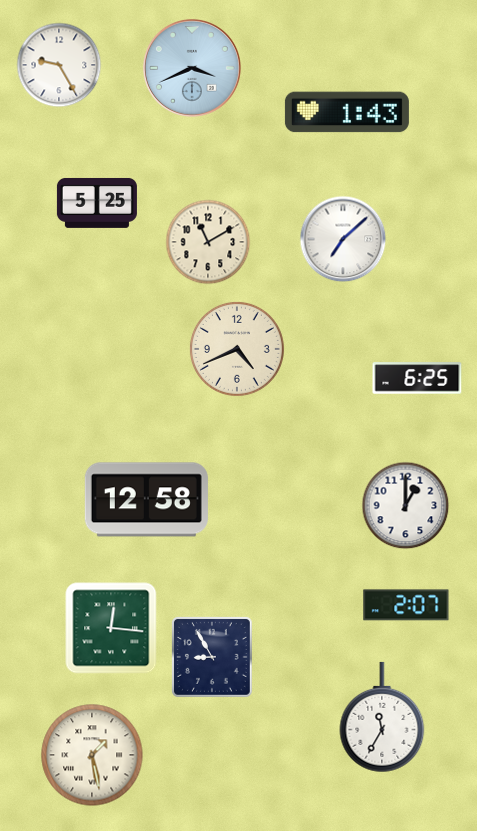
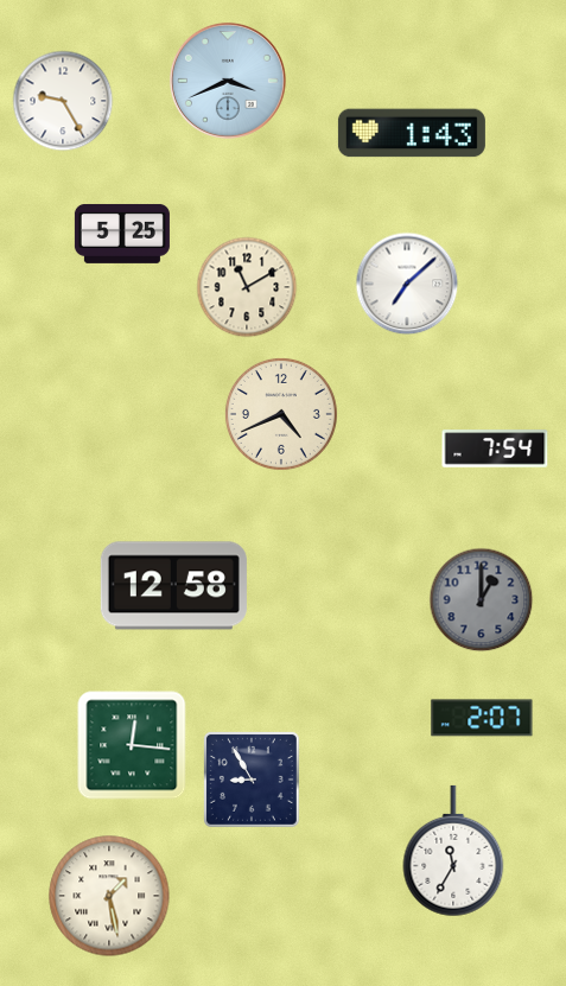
clock at (59, 65) position: (59, 65) -> (63, 101)
clock at (97, 203) position: (97, 203) -> (122, 234)
clock at (417, 378): 6:25 -> 7:54
clock at (146, 500) position: (146, 500) -> (173, 586)
clock at (406, 506) dial: white -> grey
